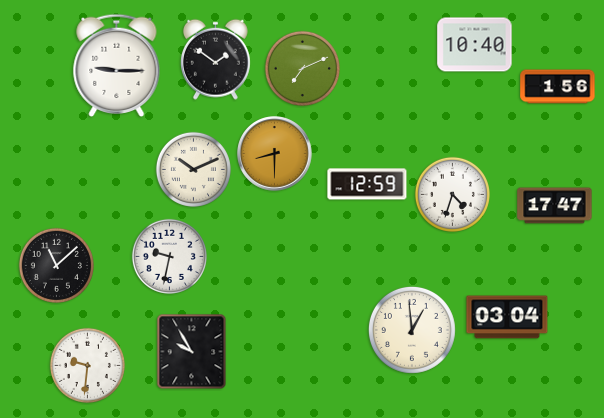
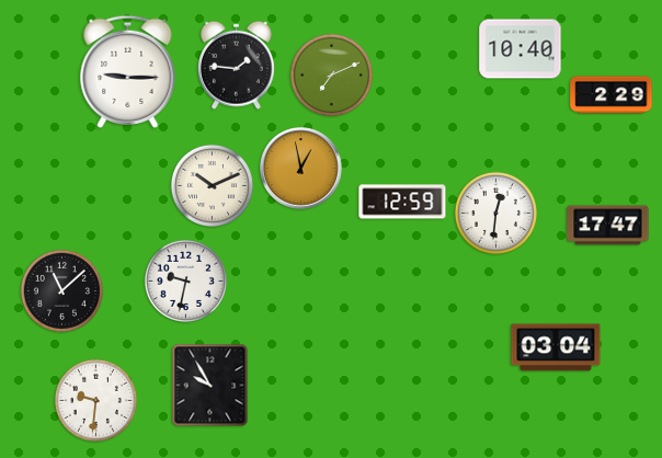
clock at (215, 59): 1:51 -> 1:46
clock at (558, 87): 1:56 -> 2:29
clock at (275, 154): 8:30 -> 12:58
clock at (452, 194): 4:33 -> 12:31
clock at (412, 330): 12:59 -> none
